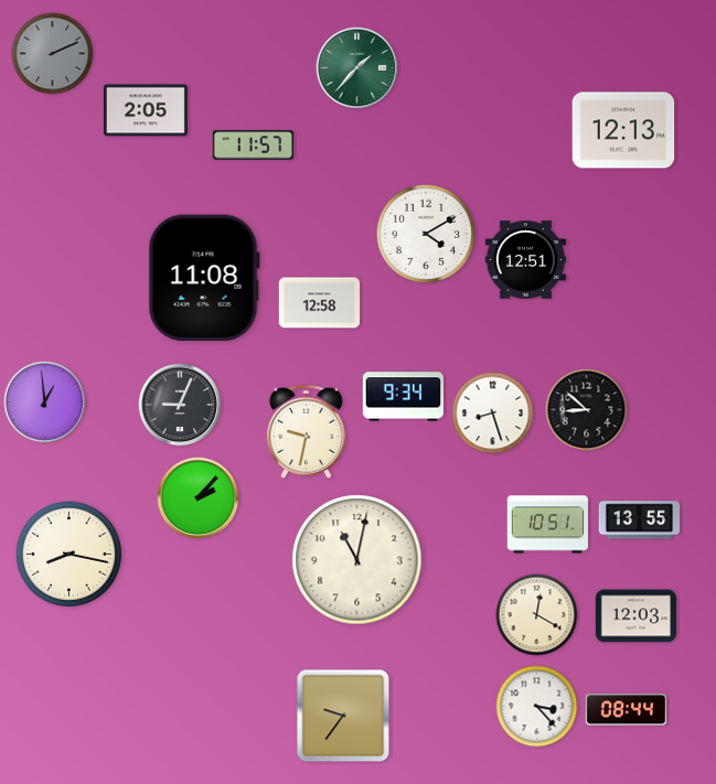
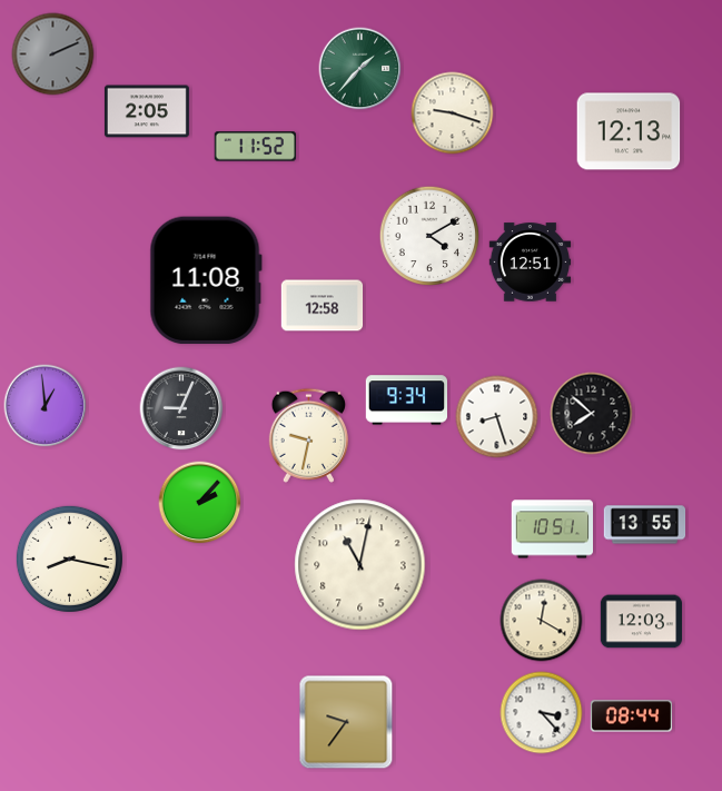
clock at (453, 113): none -> 9:18
clock at (253, 146): 11:57 -> 11:52
clock at (587, 410): 8:52 -> 7:52
